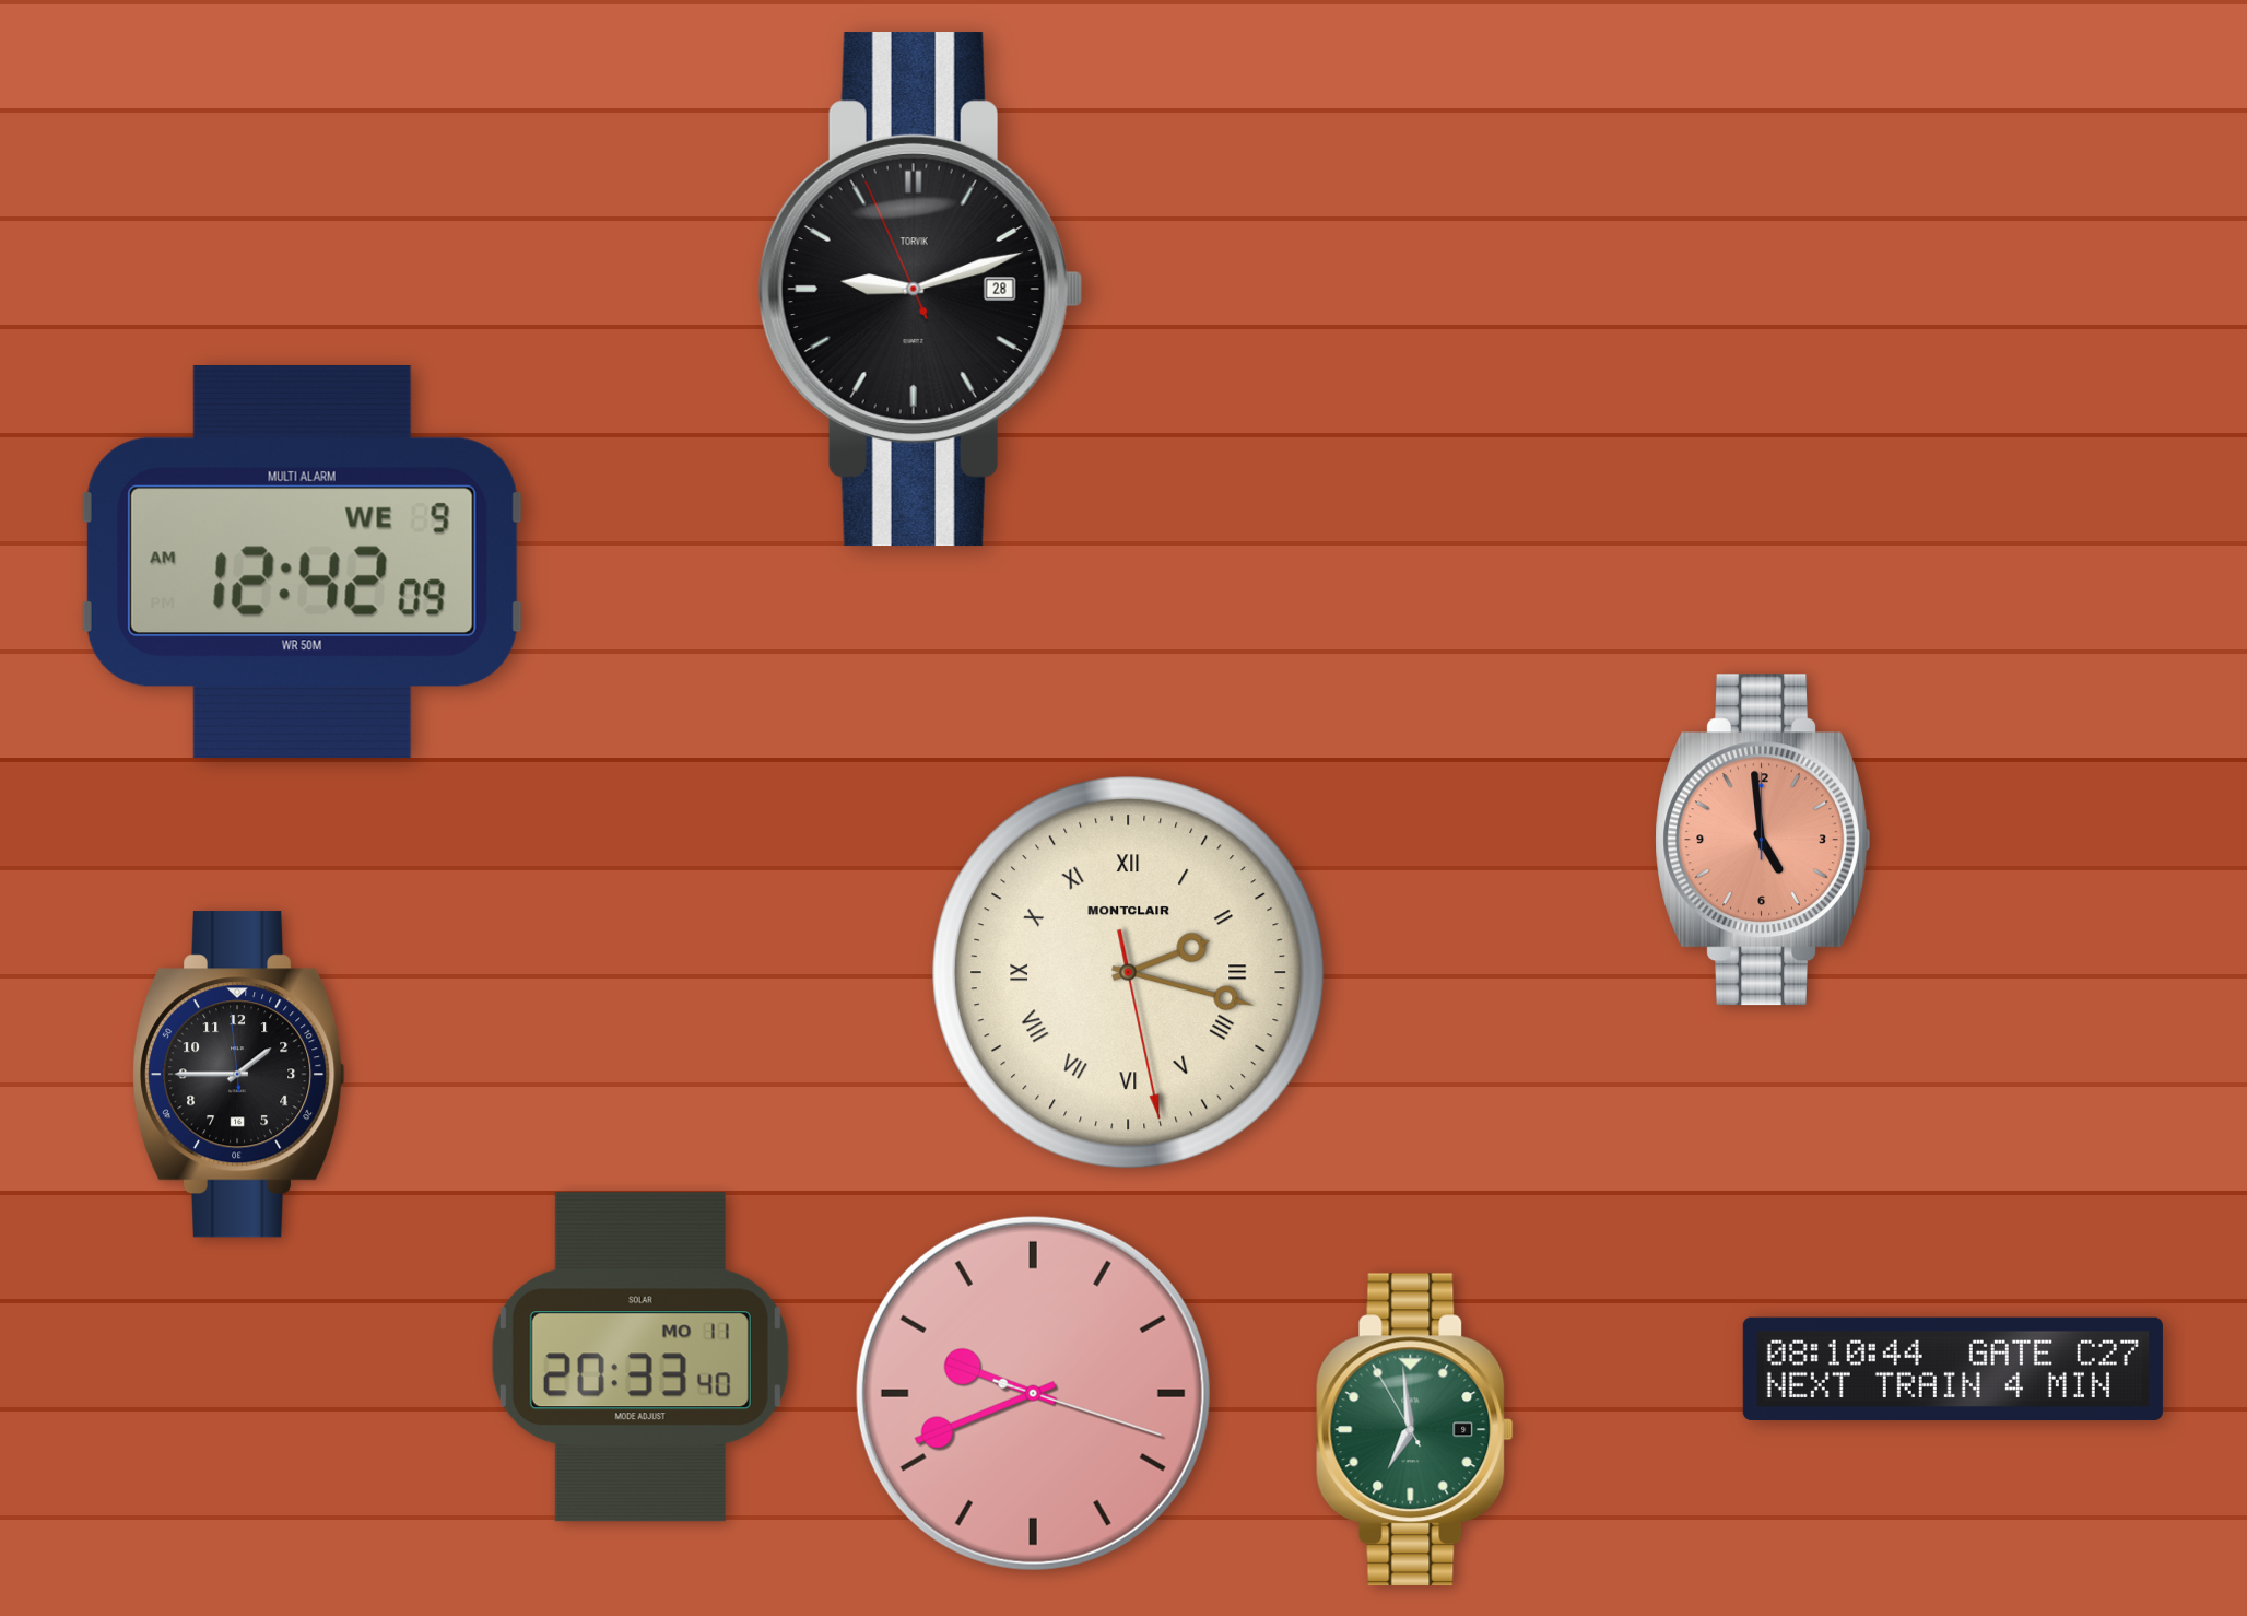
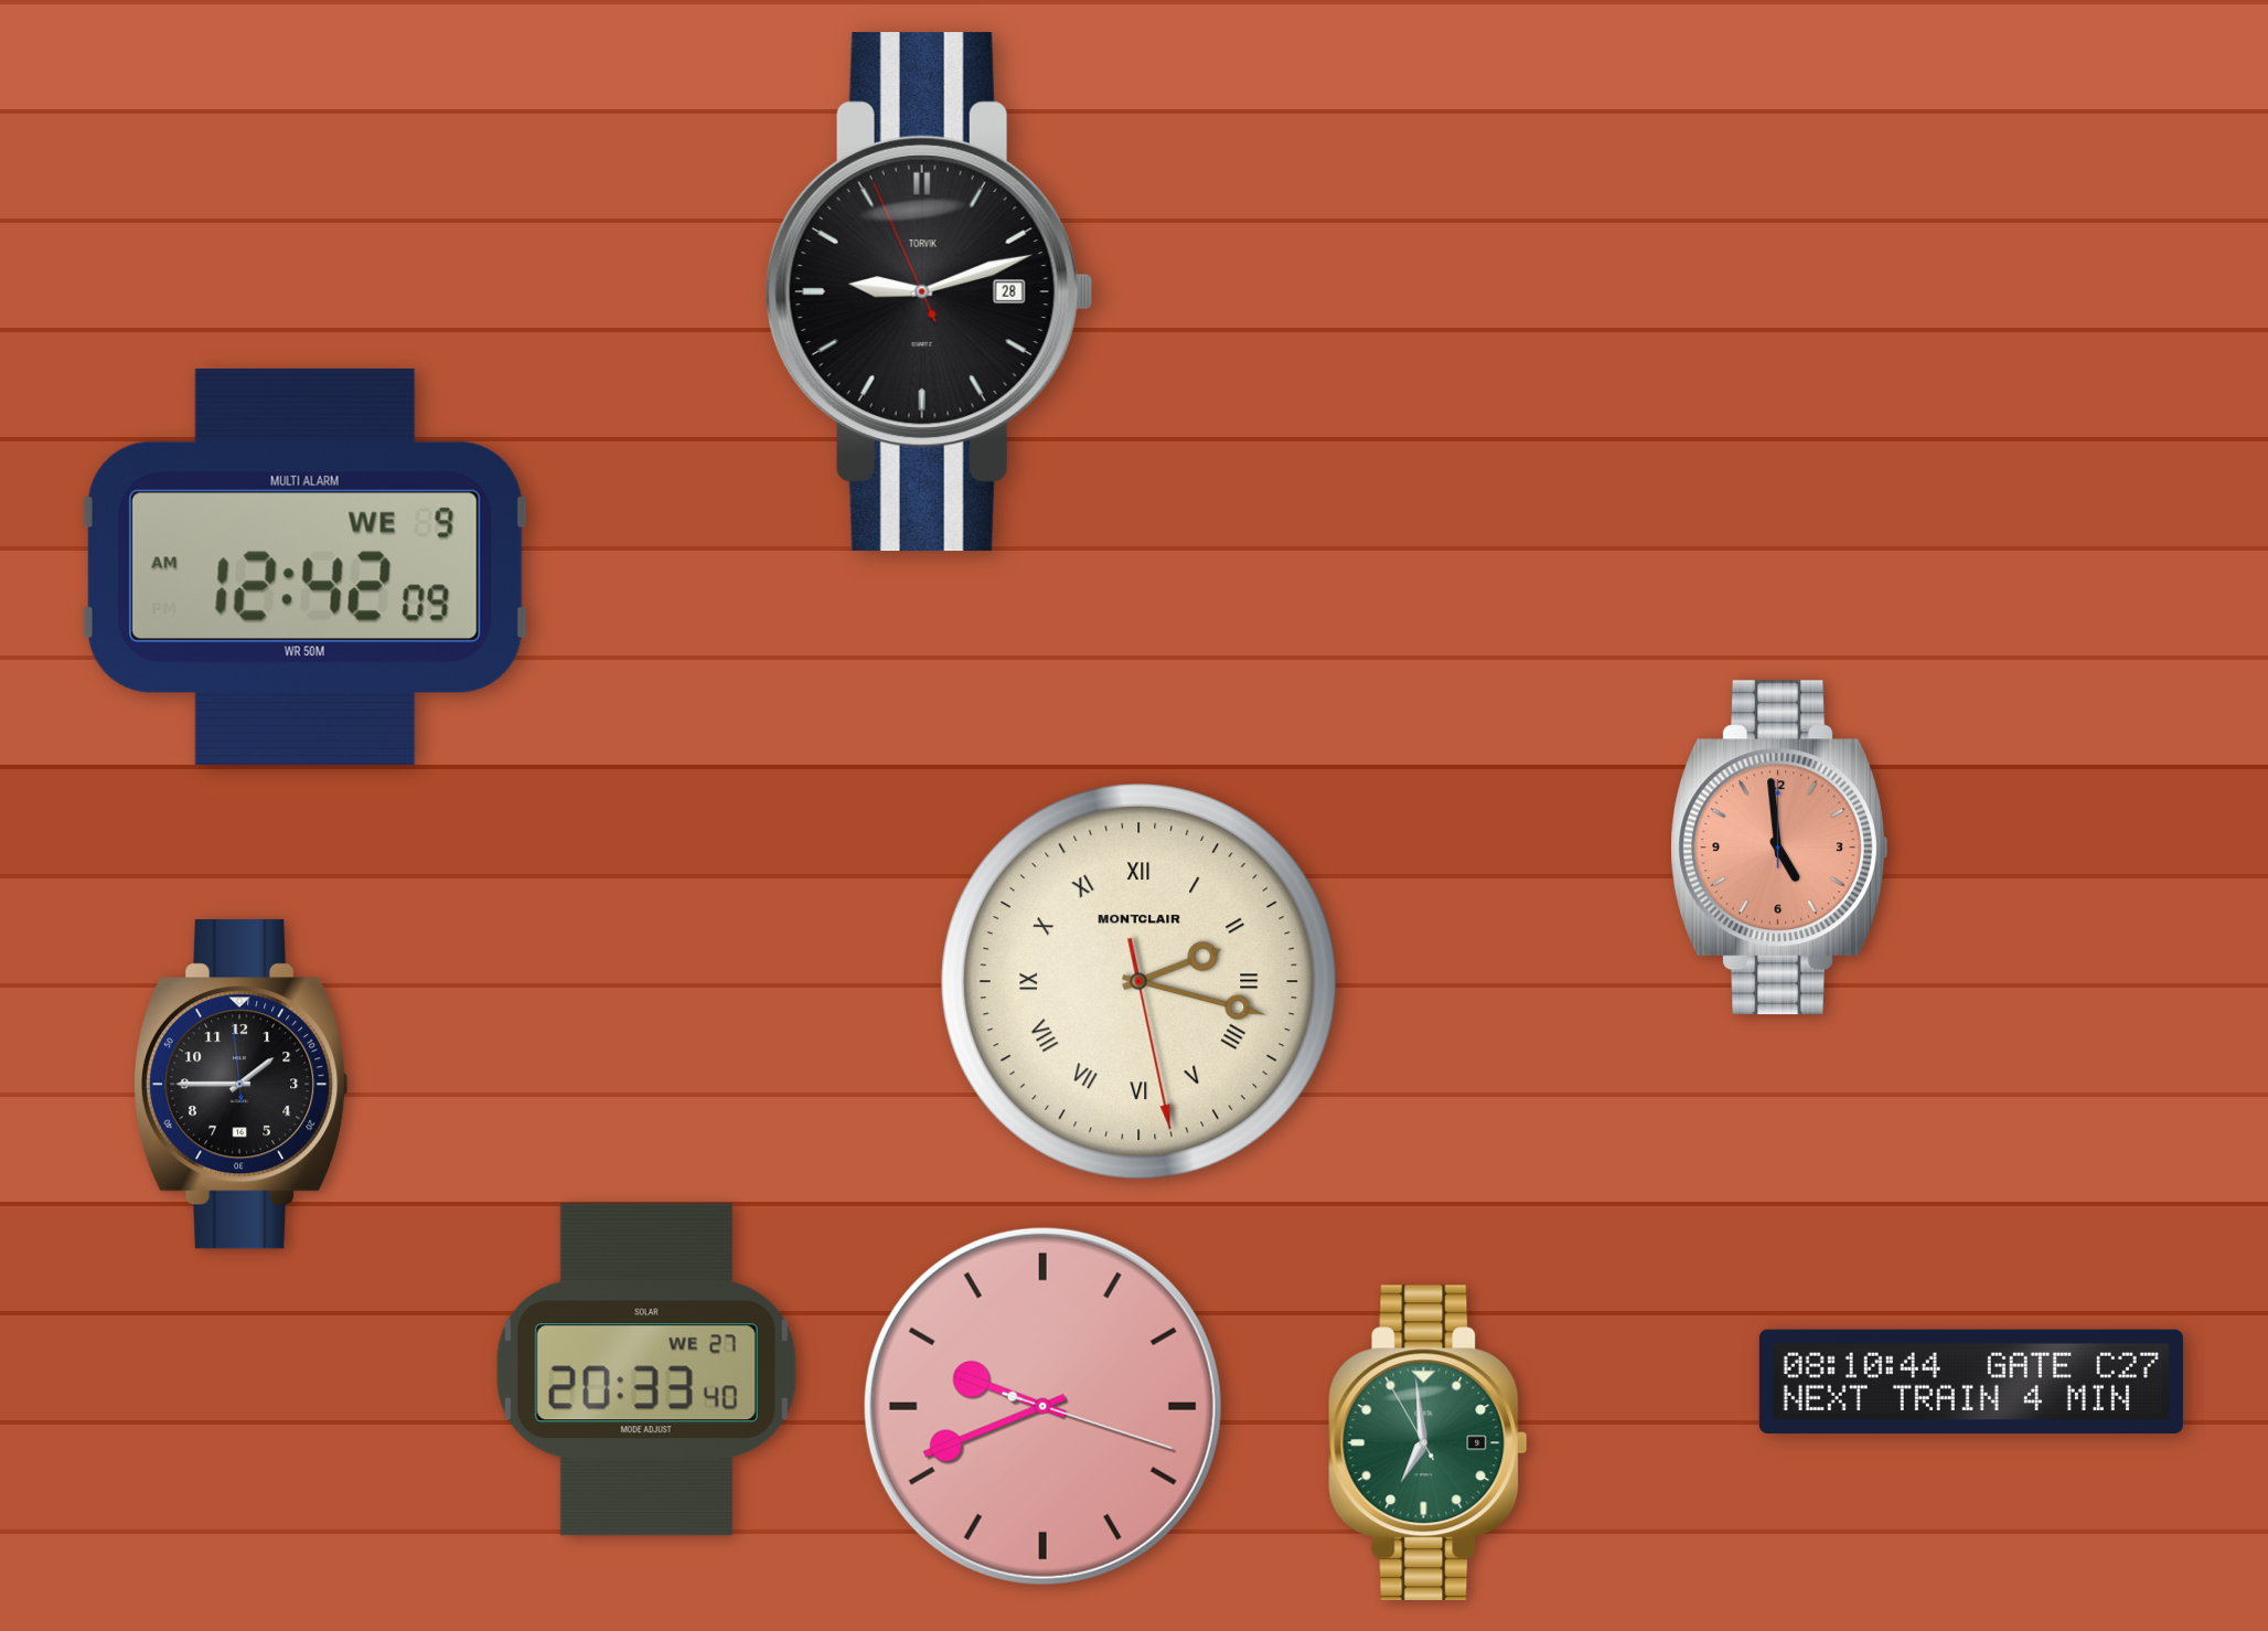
clock at (640, 1357) date: MO 11 -> WE 27
